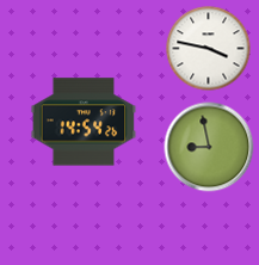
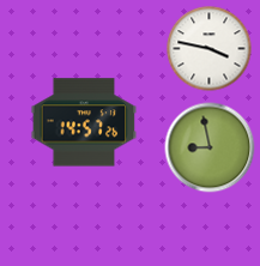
clock at (84, 122): 14:54 -> 14:57
